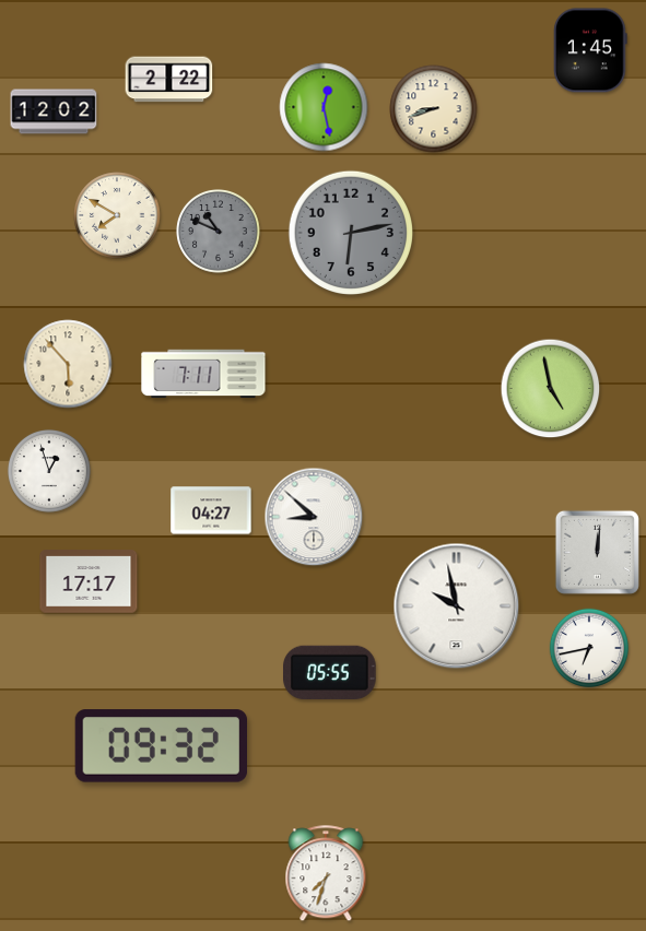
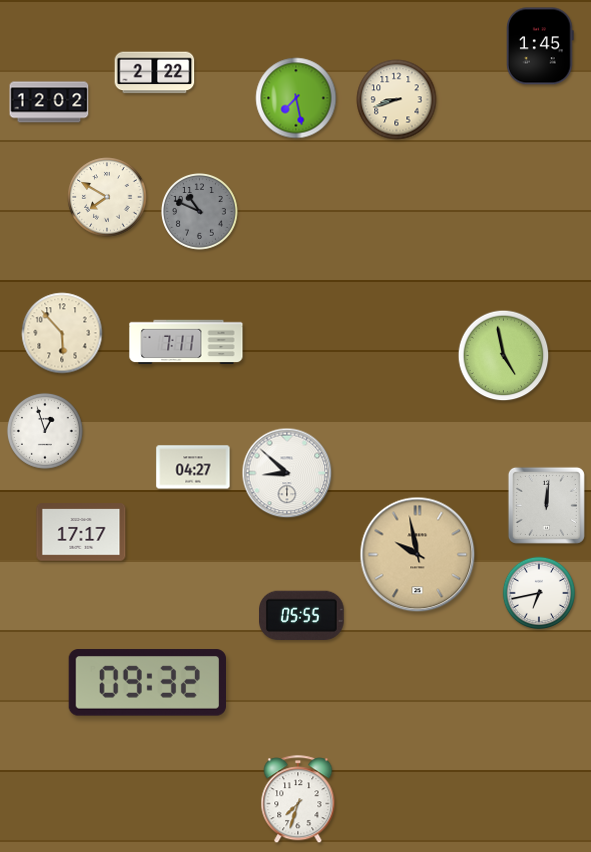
clock at (324, 107): 12:28 -> 7:28
clock at (351, 233): 6:13 -> none
clock at (457, 606) dial: white -> champagne
